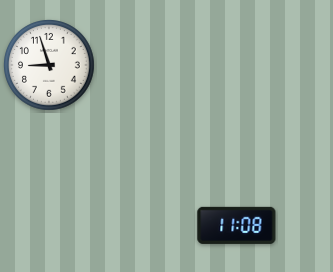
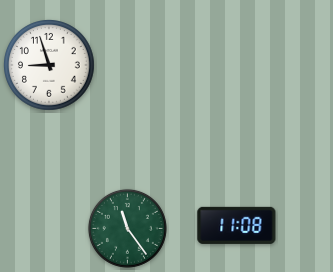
clock at (127, 228): none -> 11:24
